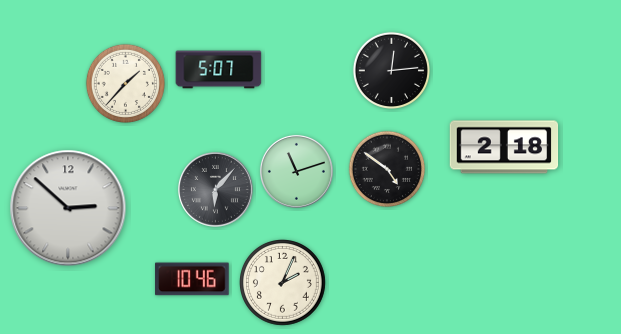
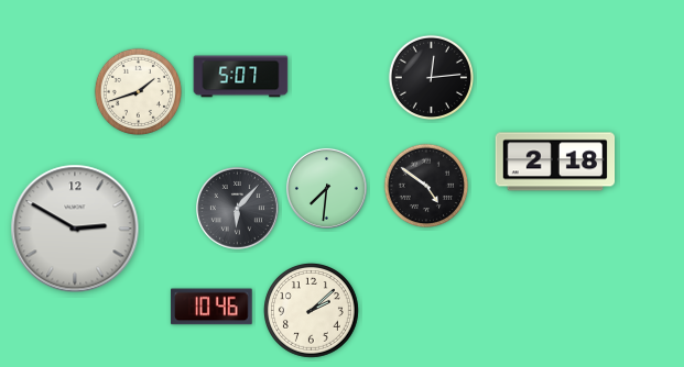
clock at (125, 83): 1:37 -> 1:42
clock at (296, 171): 11:12 -> 7:31
clock at (68, 208): 2:52 -> 2:50
clock at (283, 283): 2:04 -> 2:08
